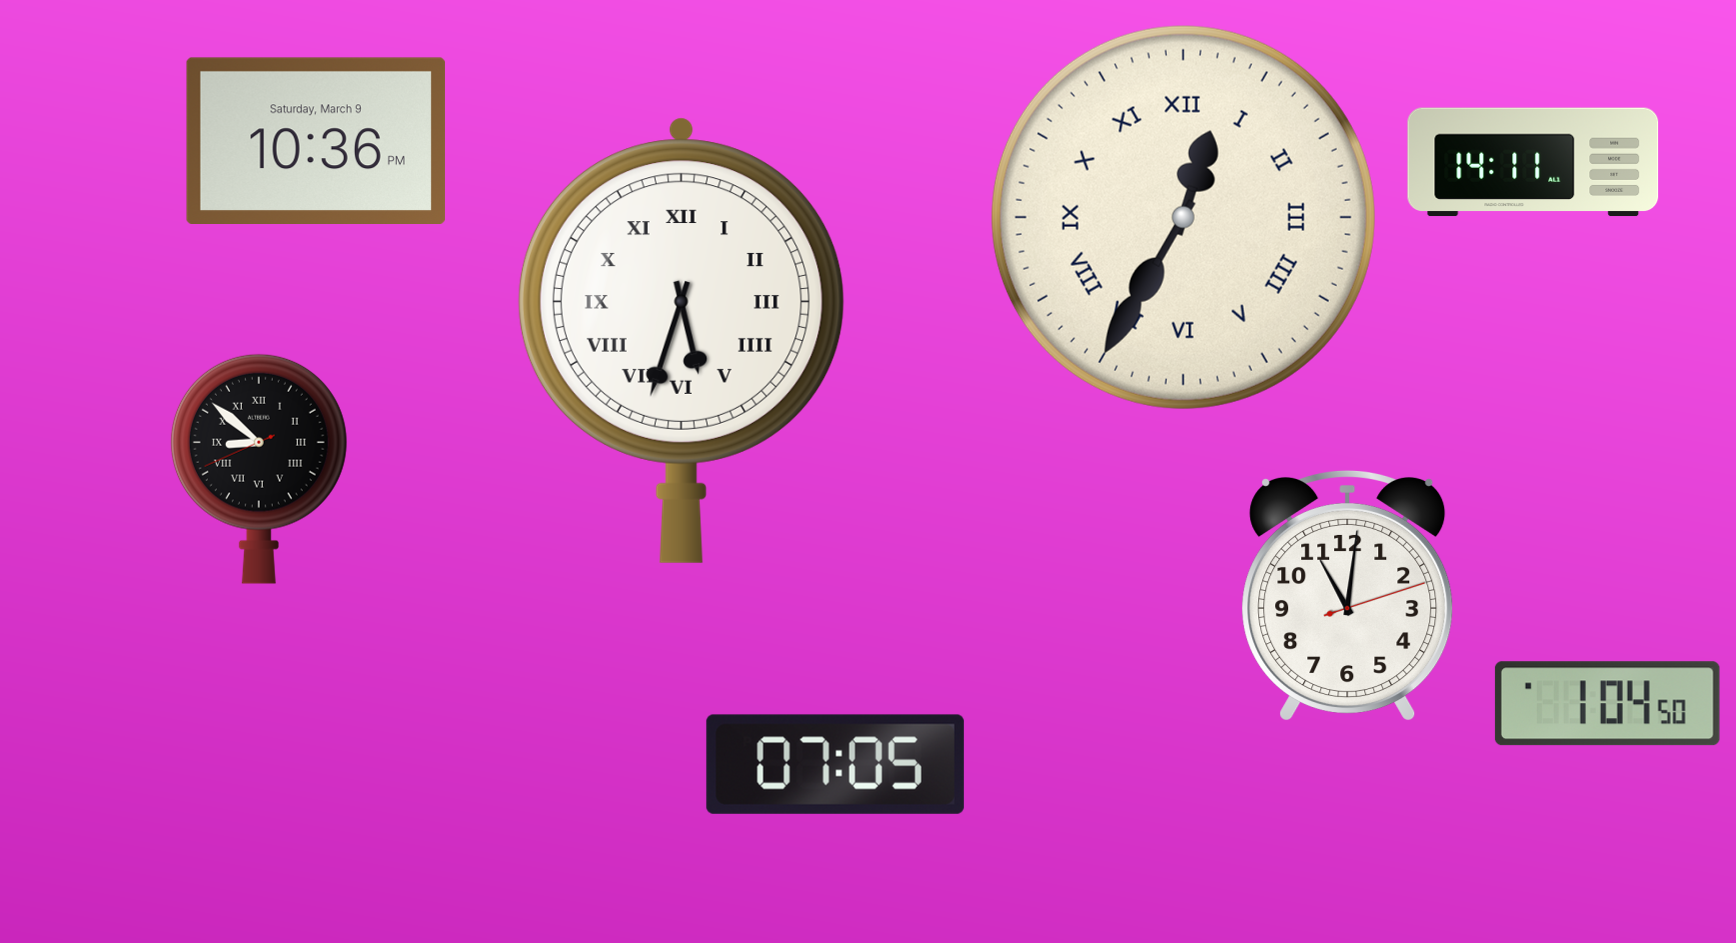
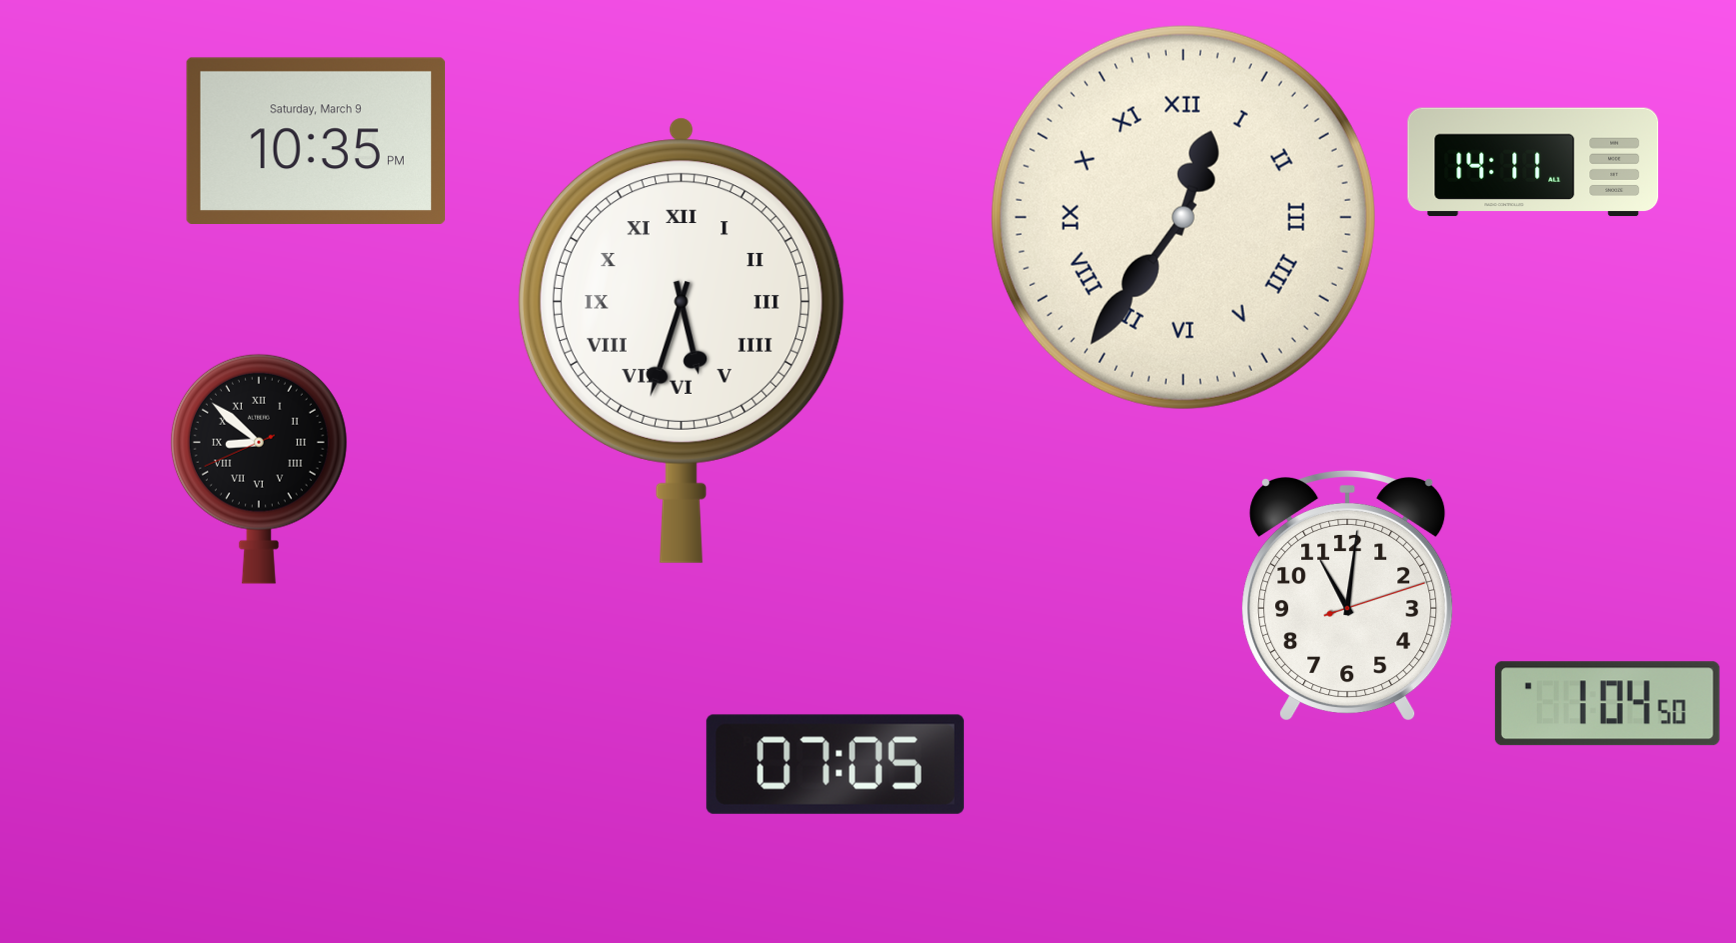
clock at (316, 140): 10:36 -> 10:35
clock at (1183, 217): 12:35 -> 12:36
